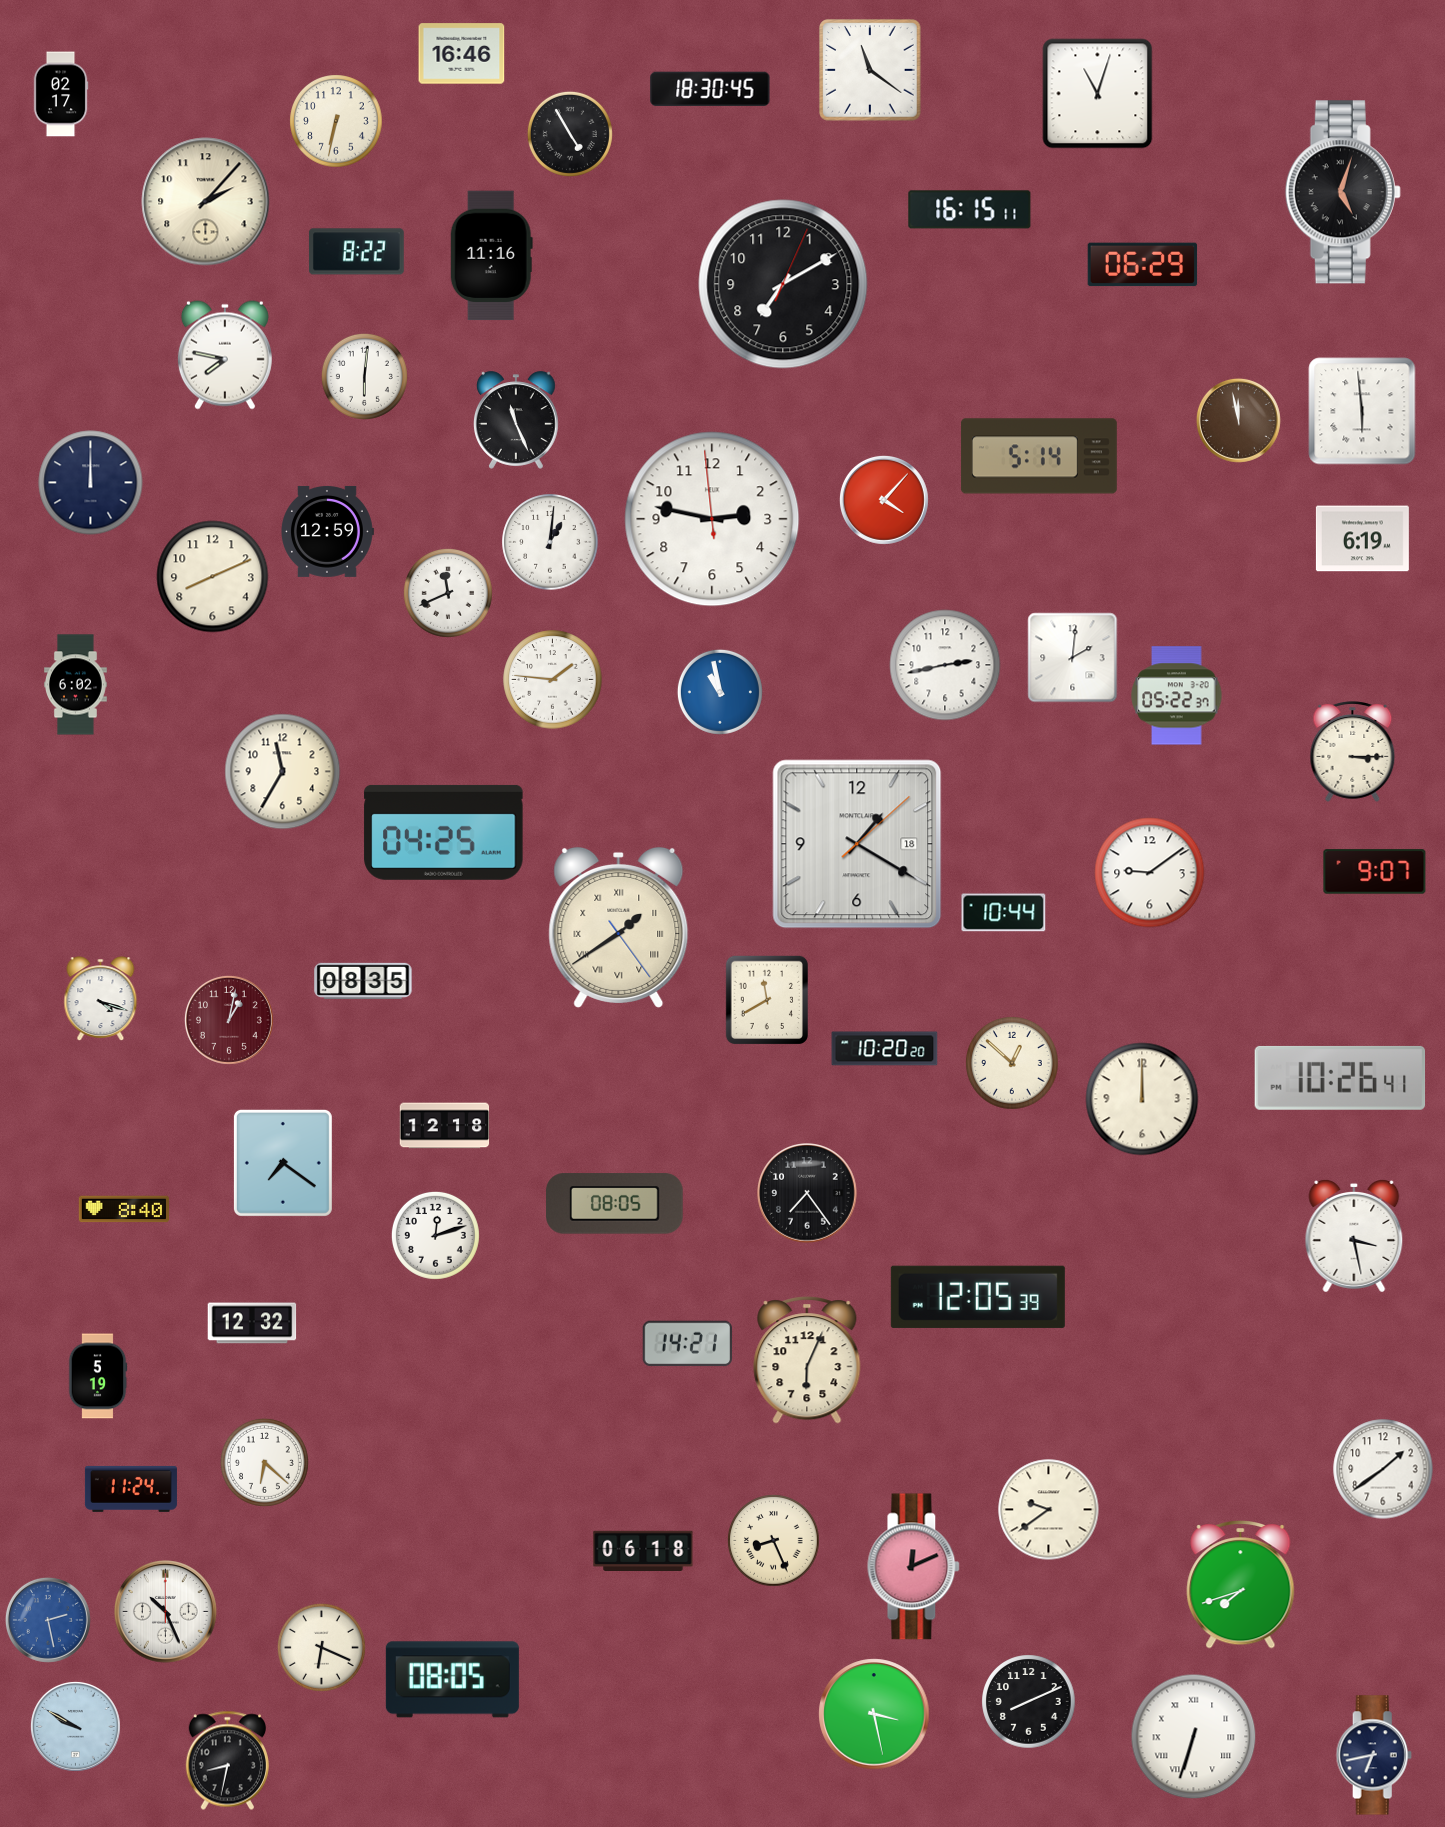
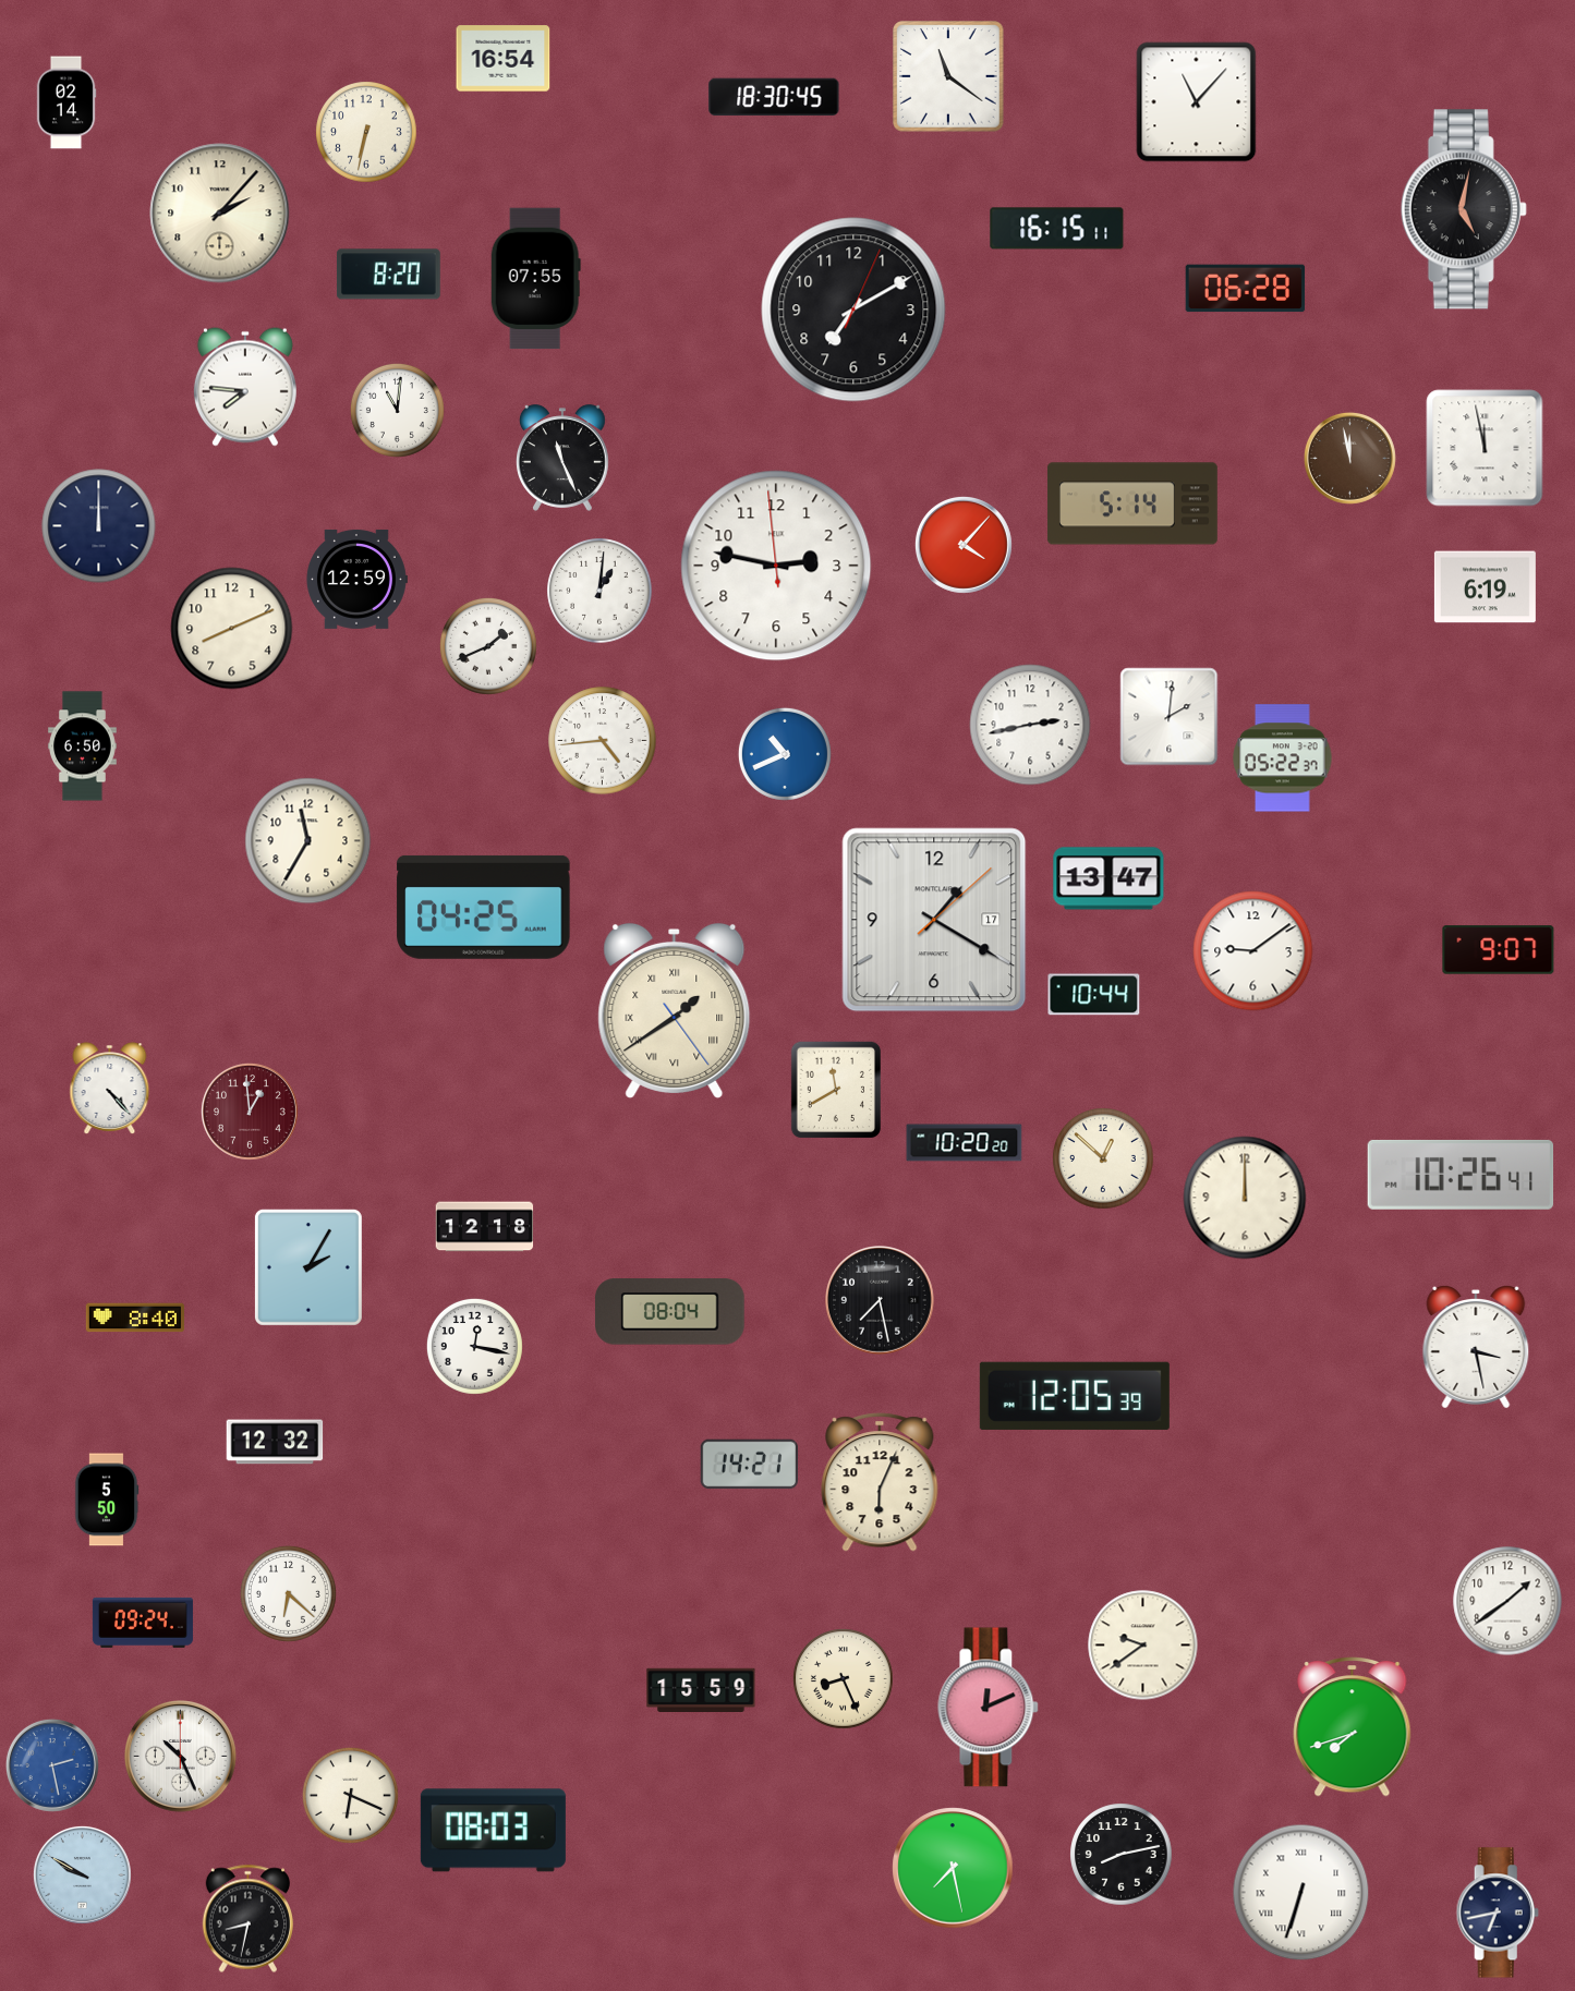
clock at (462, 54): 16:46 -> 16:54
clock at (61, 94): 02:17 -> 02:14
clock at (1098, 94): 11:03 -> 11:07
clock at (570, 134): 4:55 -> none
clock at (1343, 192): 5:03 -> 5:02
clock at (206, 202) position: (206, 202) -> (220, 214)
clock at (356, 252): 8:22 -> 8:20
clock at (491, 256): 11:16 -> 07:55
clock at (1143, 265): 06:29 -> 06:28
clock at (225, 355): 7:47 -> 7:46
clock at (364, 376): 6:01 -> 11:01
clock at (1362, 411): 5:59 -> 11:58
clock at (1039, 456) position: (1039, 456) -> (1132, 503)
clock at (448, 593): 11:41 -> 1:41
clock at (553, 680): 1:46 -> 4:44
clock at (76, 685): 6:02 -> 6:50
clock at (720, 692): 10:58 -> 10:41
clock at (1353, 752): 3:15 -> none
clock at (1108, 878): none -> 13:47
clock at (857, 844) date: 18 -> 17
clock at (363, 981): 08:35 -> none
clock at (101, 999): 4:18 -> 4:23
clock at (229, 1020): 1:02 -> 12:59
clock at (283, 1163): 7:21 -> 2:05
clock at (807, 1193): 7:24 -> 7:28
clock at (615, 1204): 08:05 -> 08:04
clock at (435, 1235): 12:12 -> 12:17
clock at (978, 1297) position: (978, 1297) -> (1075, 1396)
clock at (98, 1376): 5:19 -> 5:50
clock at (131, 1489): 11:24 -> 09:24
clock at (643, 1550): 06:18 -> 15:59
clock at (914, 1567) position: (914, 1567) -> (989, 1708)
clock at (452, 1680): 08:05 -> 08:03
clock at (1029, 1702): 8:11 -> 8:13
clock at (874, 1714): 3:28 -> 7:28
clock at (75, 1726) position: (75, 1726) -> (82, 1874)
